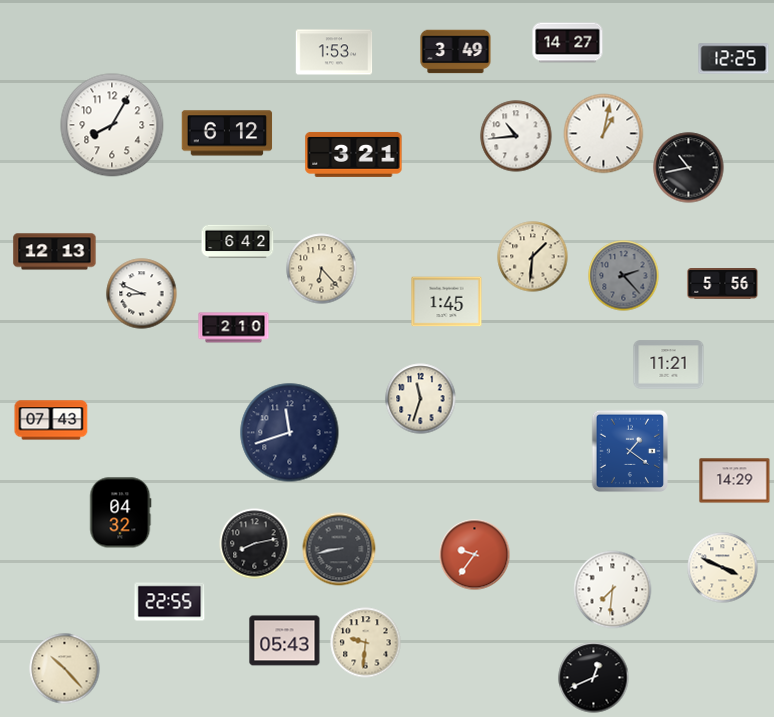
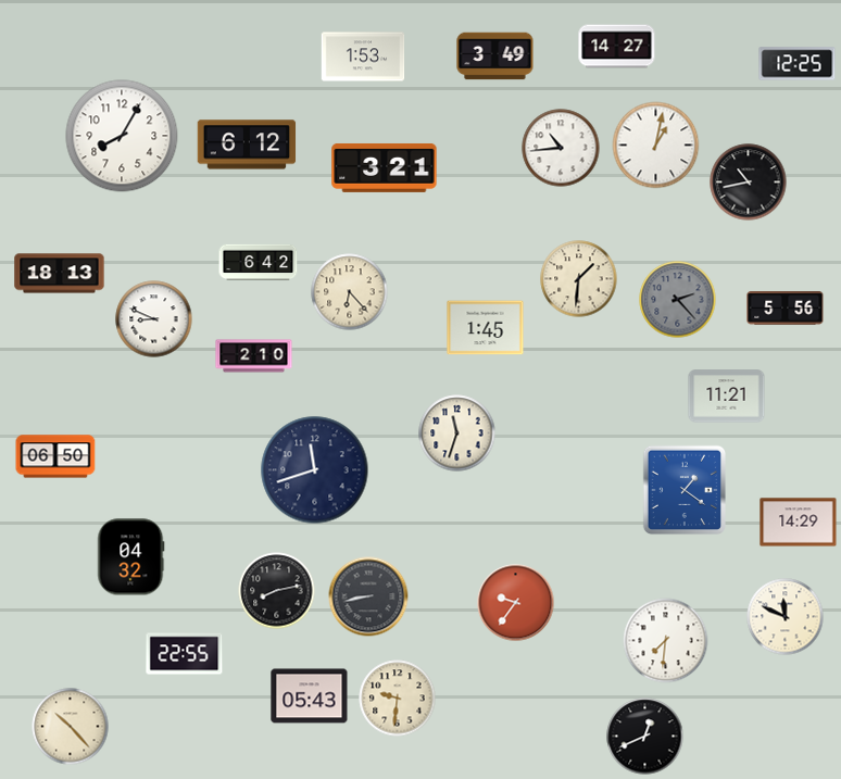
clock at (55, 252): 12:13 -> 18:13
clock at (51, 420): 07:43 -> 06:50
clock at (723, 568): 3:49 -> 11:49
